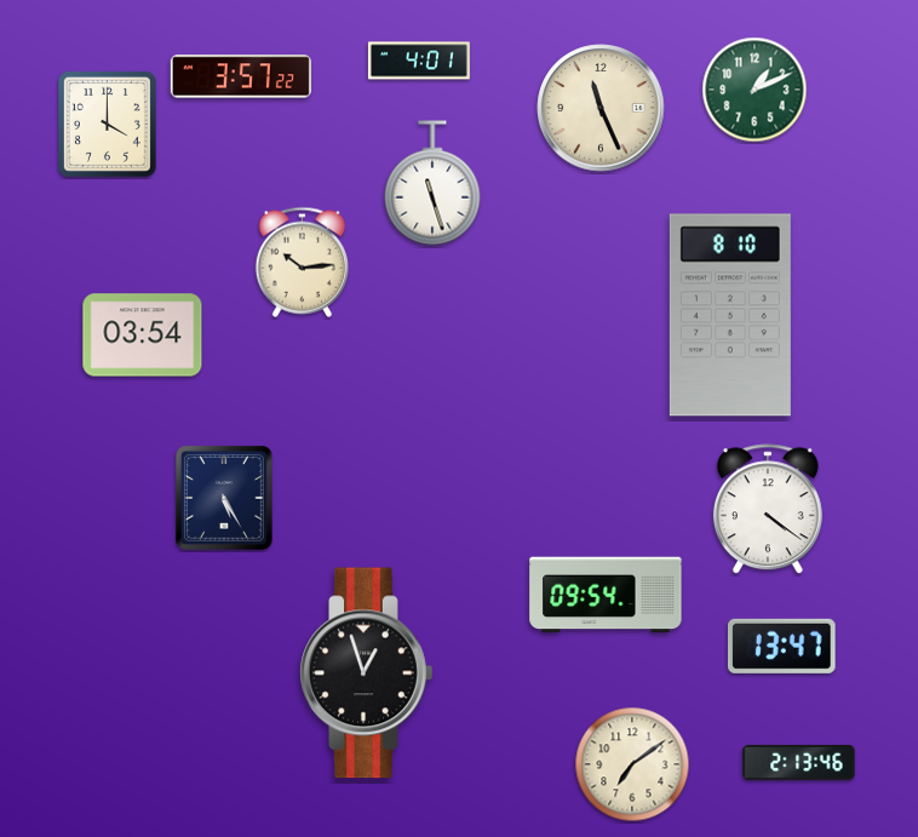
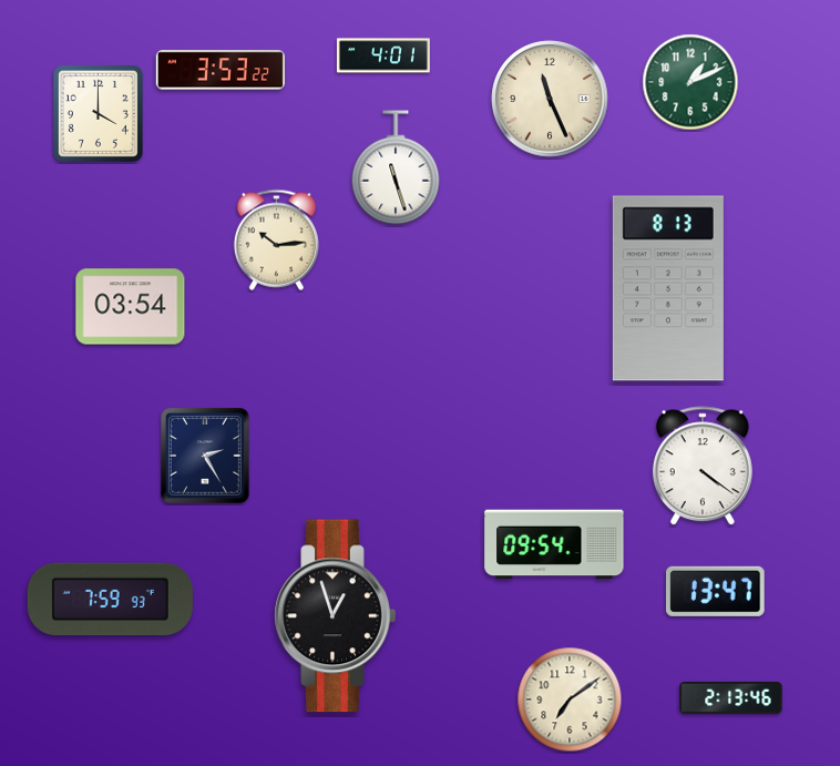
clock at (241, 76): 3:57 -> 3:53
clock at (730, 315): 8:10 -> 8:13
clock at (225, 499): 5:25 -> 2:25
clock at (110, 600): none -> 7:59
clock at (632, 764) position: (632, 764) -> (570, 699)
